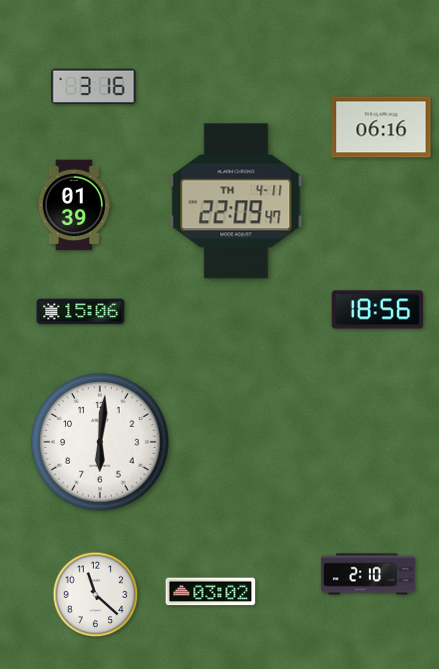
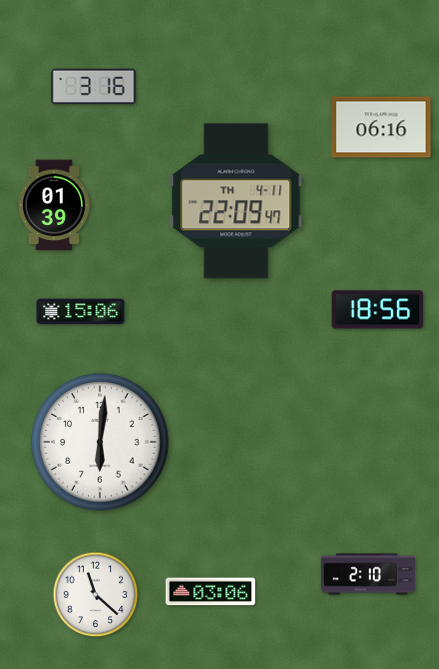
clock at (74, 205) position: (74, 205) -> (54, 205)
clock at (211, 592): 03:02 -> 03:06
